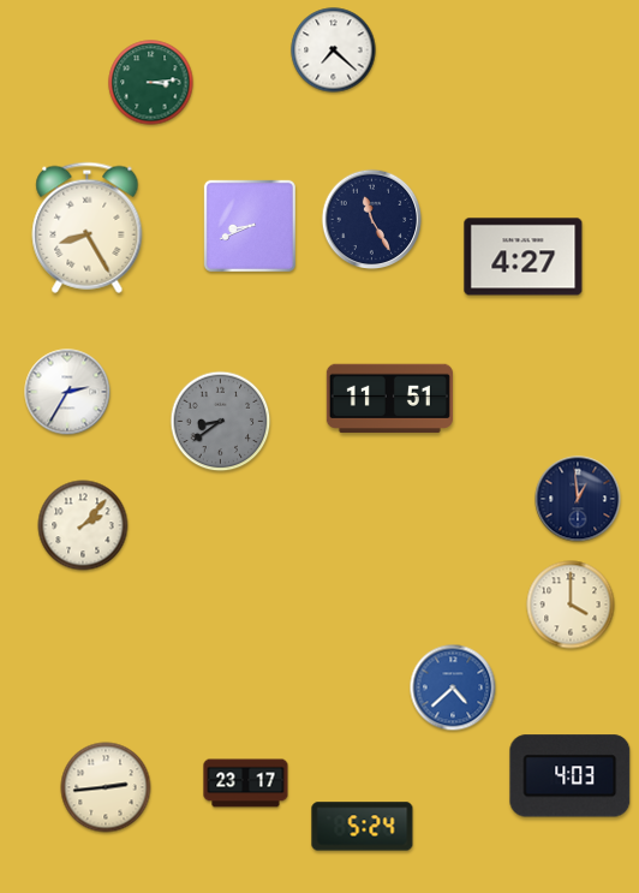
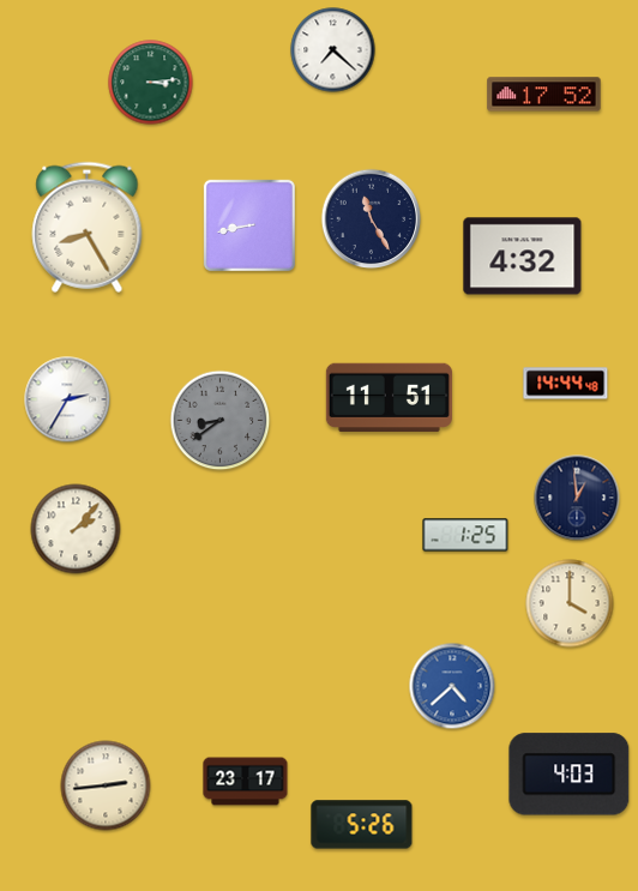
clock at (544, 95): none -> 17:52
clock at (250, 226): 8:41 -> 8:43
clock at (524, 257): 4:27 -> 4:32
clock at (566, 384): none -> 14:44
clock at (67, 392) position: (67, 392) -> (67, 399)
clock at (83, 525) position: (83, 525) -> (76, 529)
clock at (465, 535): none -> 1:25
clock at (363, 827): 5:24 -> 5:26
